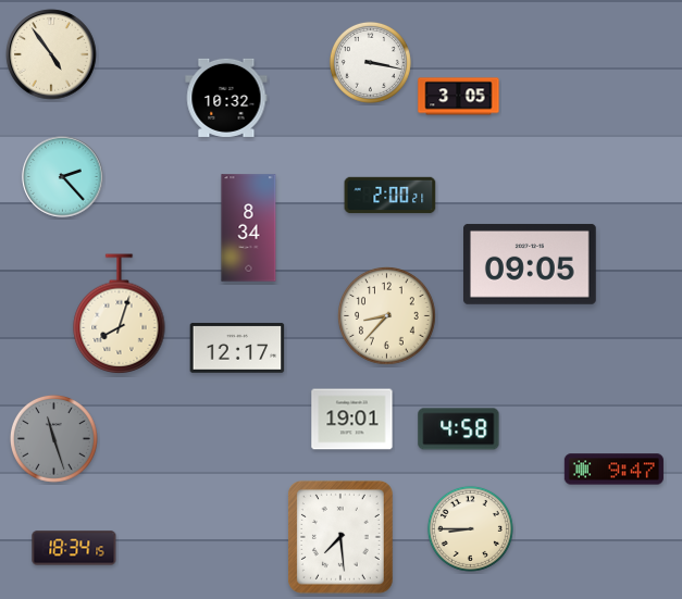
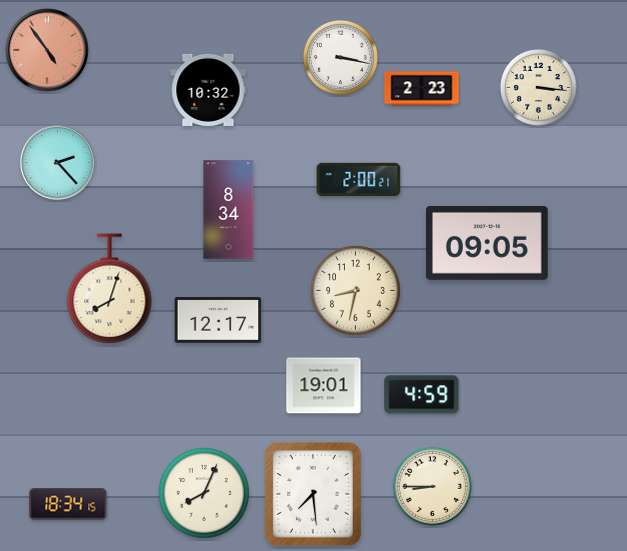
clock at (51, 54) dial: cream -> salmon
clock at (538, 87): none -> 3:16
clock at (459, 97): 3:05 -> 2:23
clock at (387, 316): 8:37 -> 8:32
clock at (459, 429): 4:58 -> 4:59
clock at (53, 438): 11:27 -> none
clock at (613, 470): 9:47 -> none
clock at (204, 493): none -> 8:04
